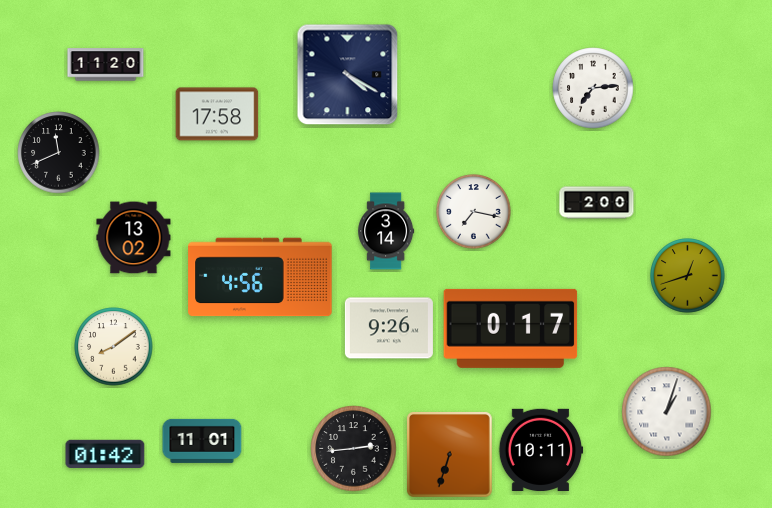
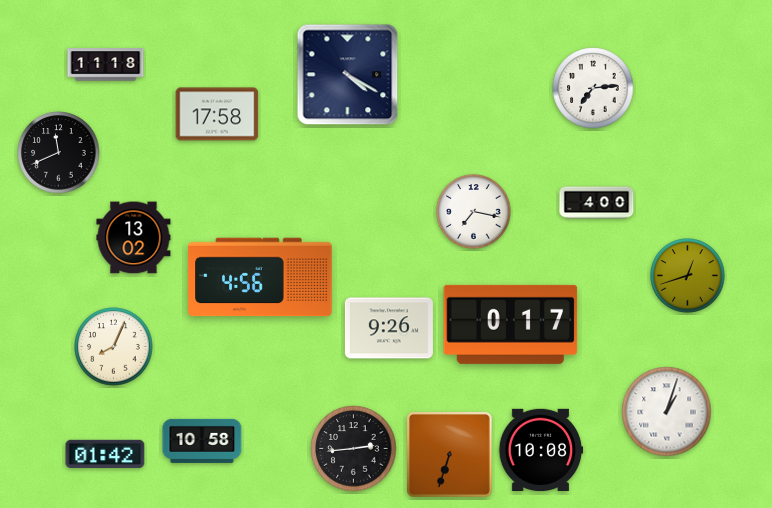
clock at (106, 65): 11:20 -> 11:18
clock at (597, 203): 2:00 -> 4:00
clock at (386, 231): 3:14 -> none
clock at (511, 328) position: (511, 328) -> (511, 324)
clock at (114, 347): 8:09 -> 8:04
clock at (202, 441): 11:01 -> 10:58
clock at (541, 449): 10:11 -> 10:08
